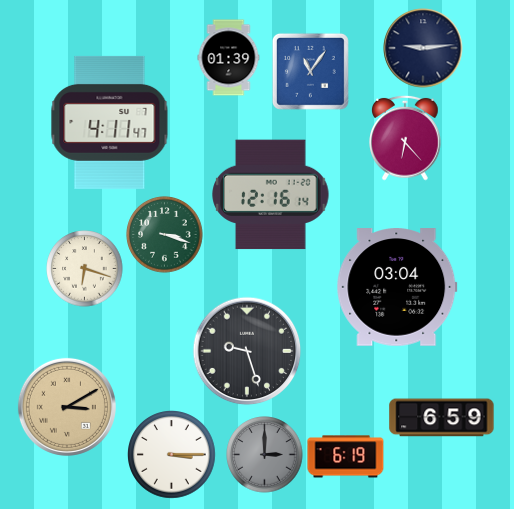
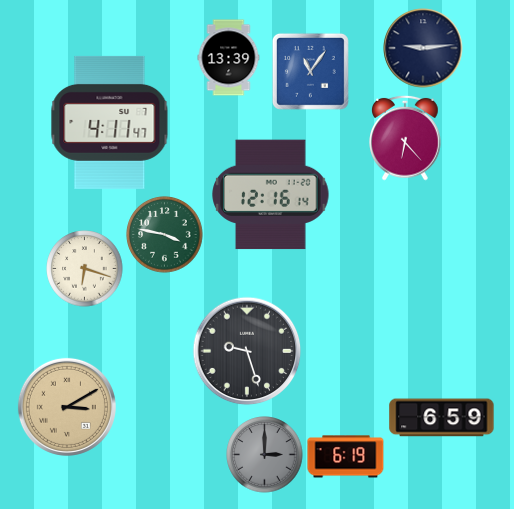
clock at (229, 58): 01:39 -> 13:39
clock at (165, 235): 3:18 -> 3:47
clock at (397, 287): 03:04 -> none
clock at (172, 455): 3:15 -> none
